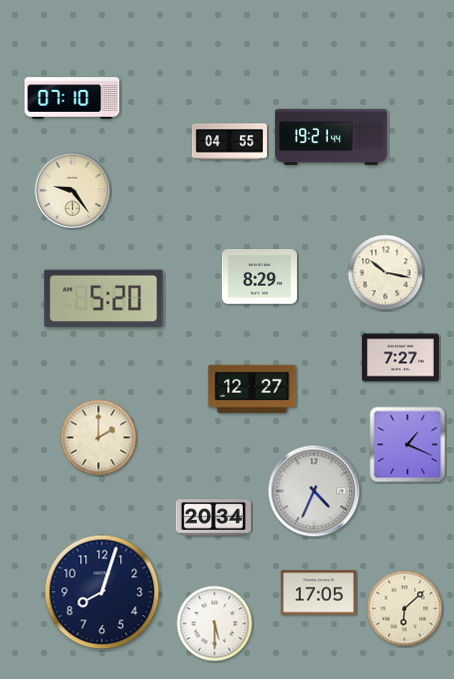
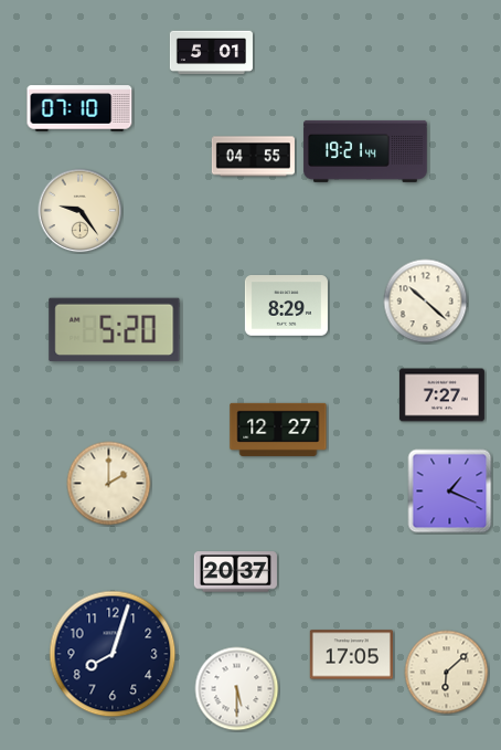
clock at (211, 53): none -> 5:01
clock at (386, 273): 10:17 -> 10:22
clock at (314, 491): 4:34 -> none
clock at (213, 518): 20:34 -> 20:37
